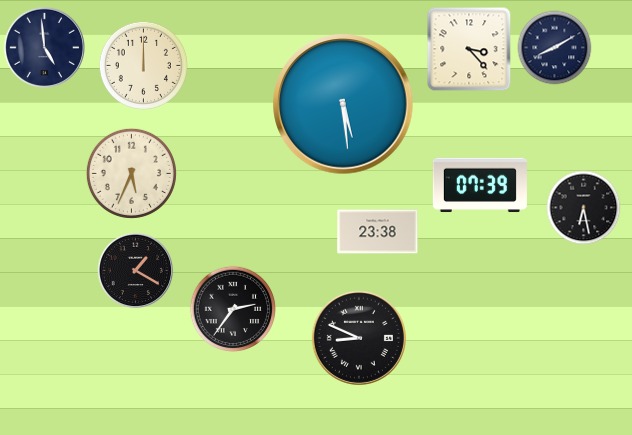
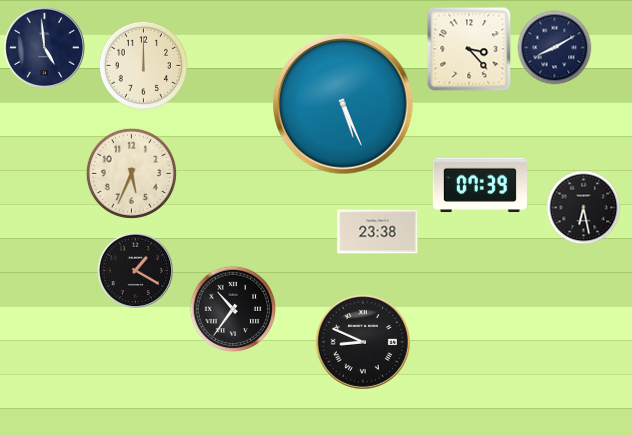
clock at (343, 104): 5:29 -> 5:26
clock at (233, 309): 2:36 -> 10:36
clock at (359, 338) position: (359, 338) -> (363, 342)
